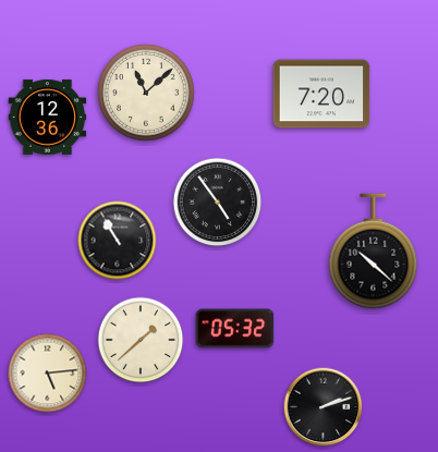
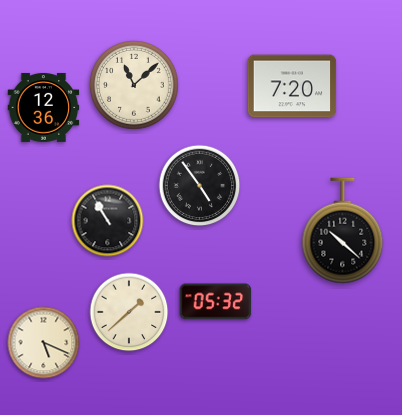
clock at (321, 94) position: (321, 94) -> (292, 86)
clock at (48, 374): 5:14 -> 5:19
clock at (324, 407): 2:12 -> none
